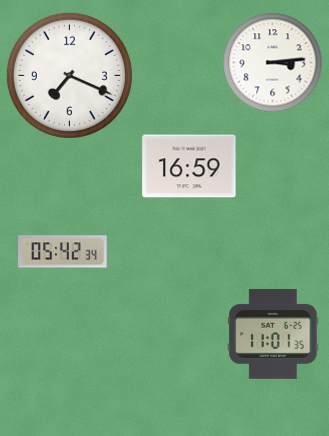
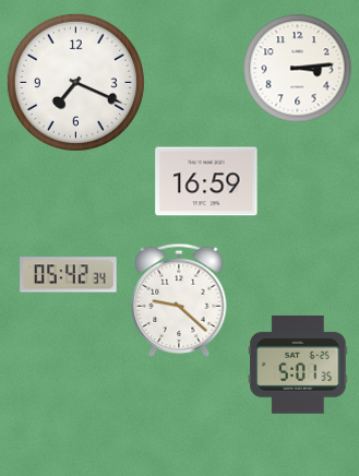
clock at (179, 300): none -> 9:22
clock at (273, 334): 11:01 -> 5:01
